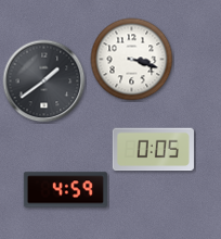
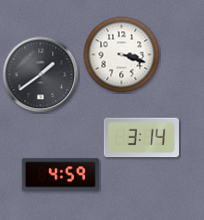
clock at (153, 150): 0:05 -> 3:14
